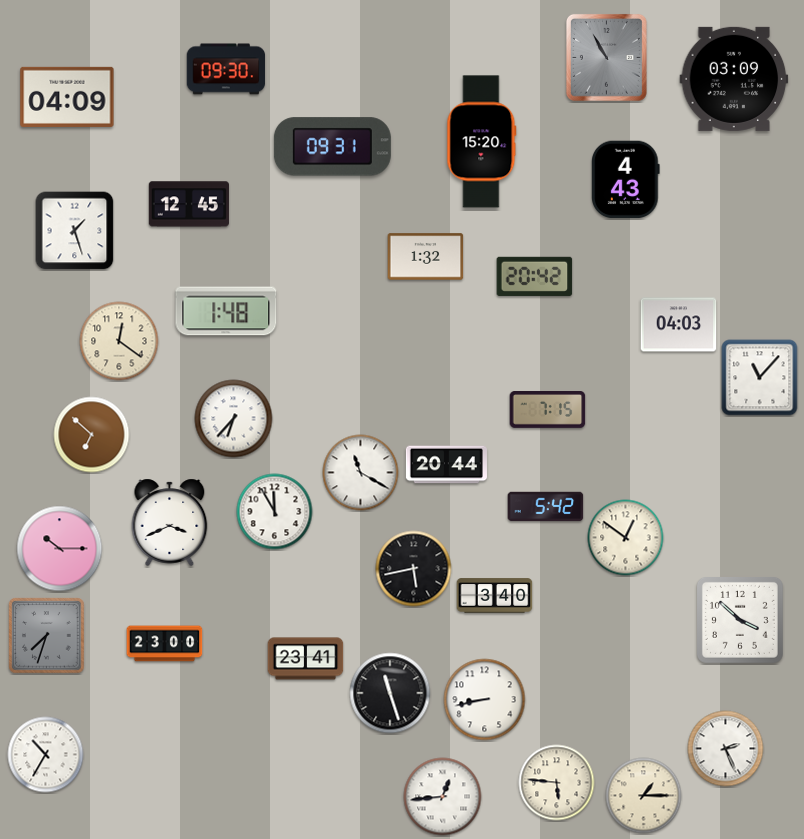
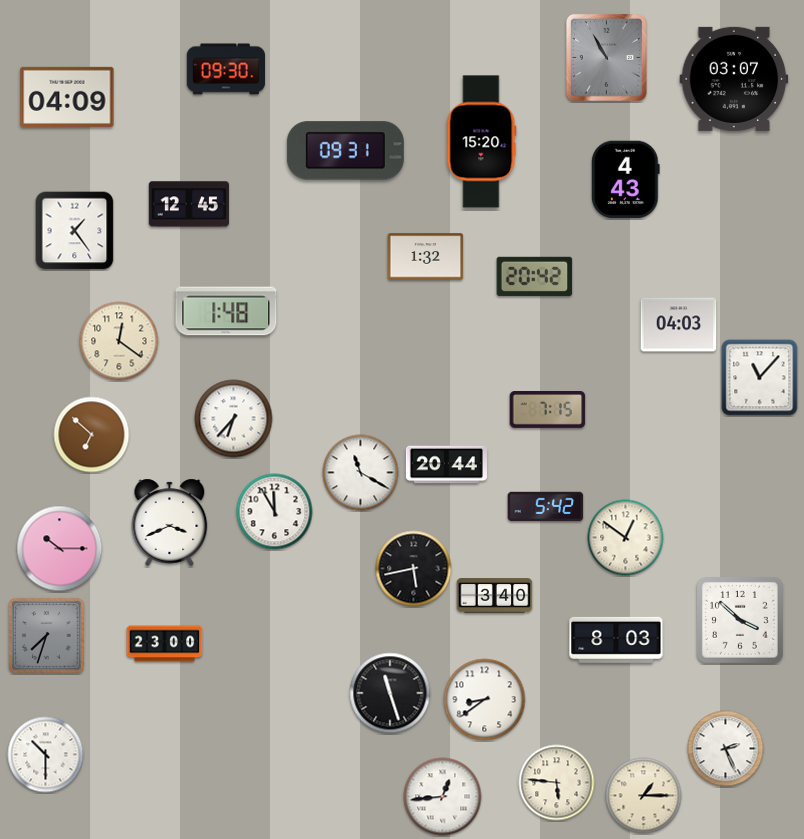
clock at (734, 79): 03:09 -> 03:07
clock at (332, 147) position: (332, 147) -> (345, 151)
clock at (75, 231): 1:27 -> 1:24
clock at (616, 640): none -> 8:03
clock at (306, 659): 23:41 -> none
clock at (485, 700): 8:43 -> 8:39
clock at (46, 755): 10:35 -> 10:30
